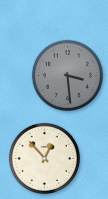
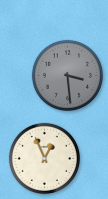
clock at (44, 158): 12:53 -> 12:56
